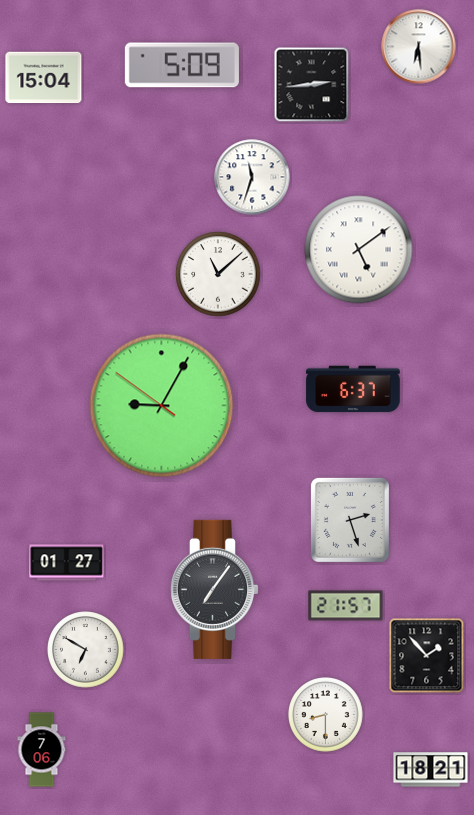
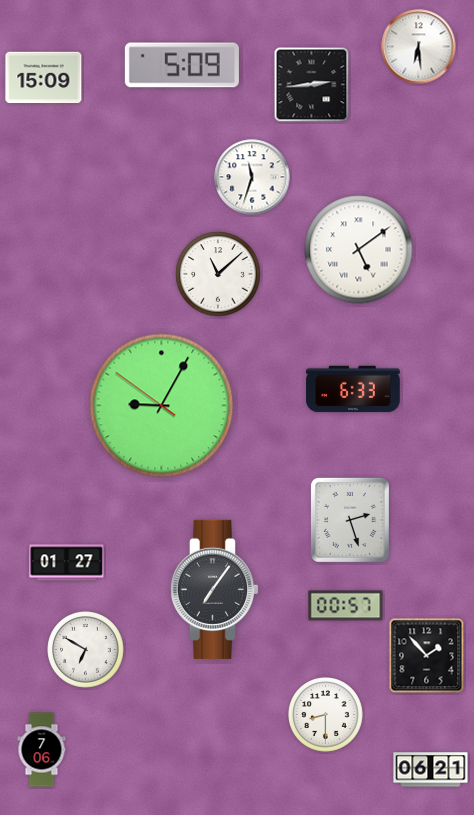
clock at (44, 78): 15:04 -> 15:09
clock at (353, 389): 6:37 -> 6:33
clock at (346, 606): 21:57 -> 00:57
clock at (431, 770): 18:21 -> 06:21
